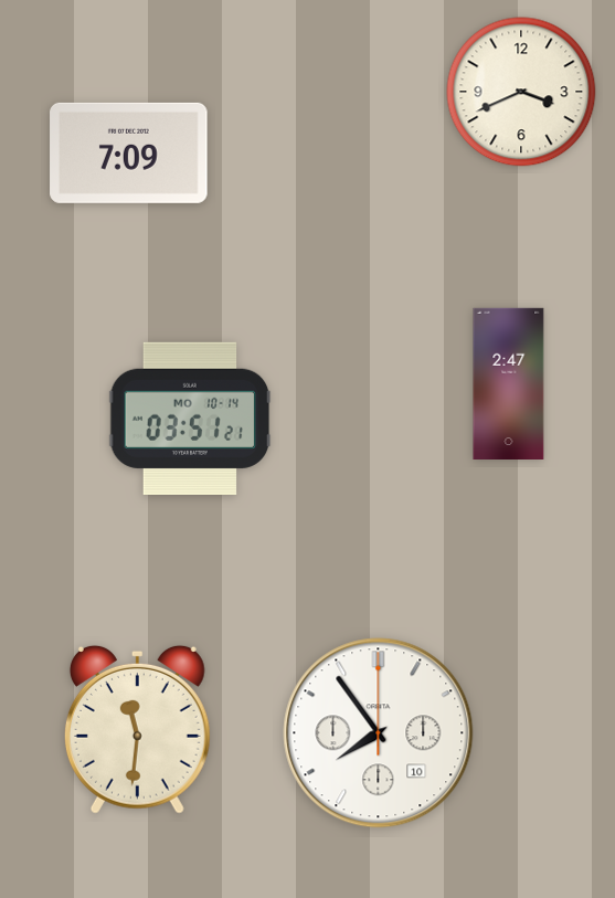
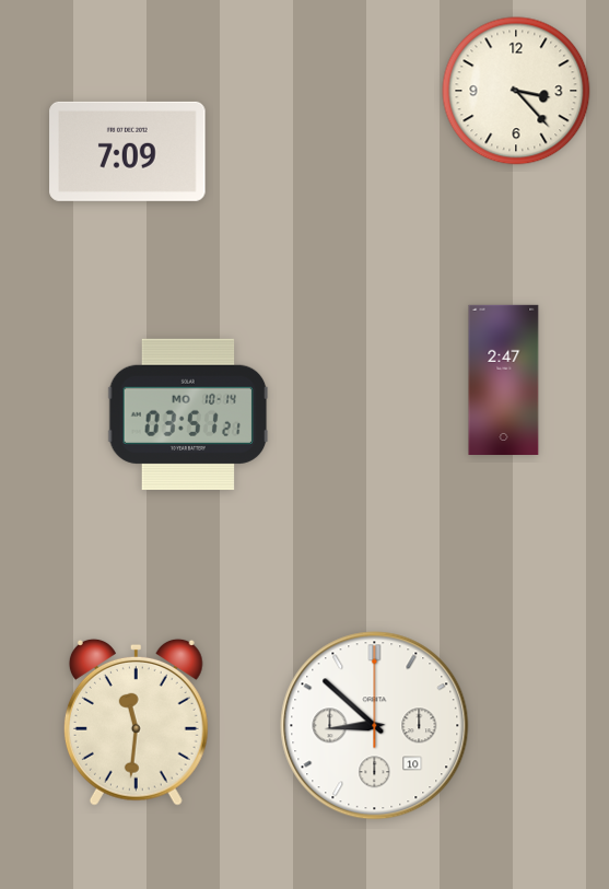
clock at (521, 92): 3:41 -> 3:23
clock at (379, 733): 7:54 -> 8:52
